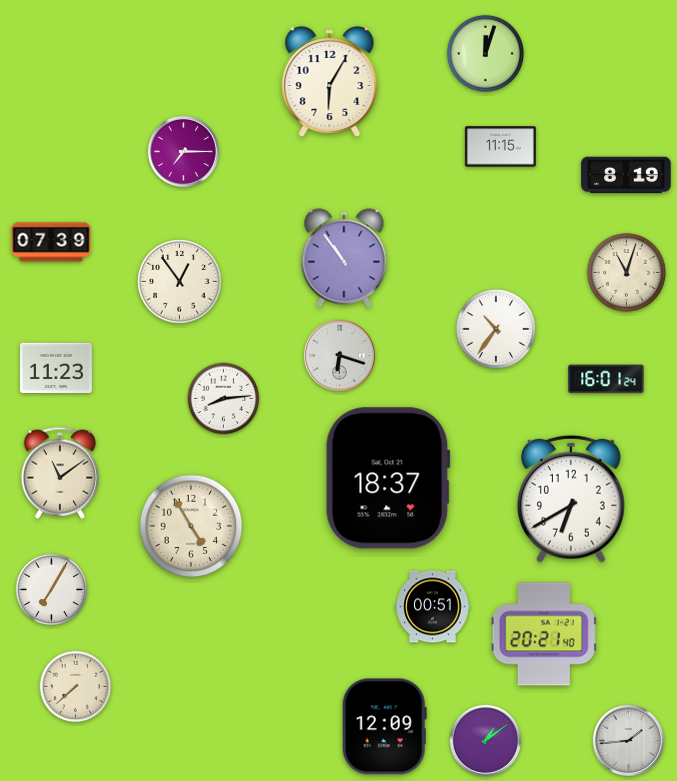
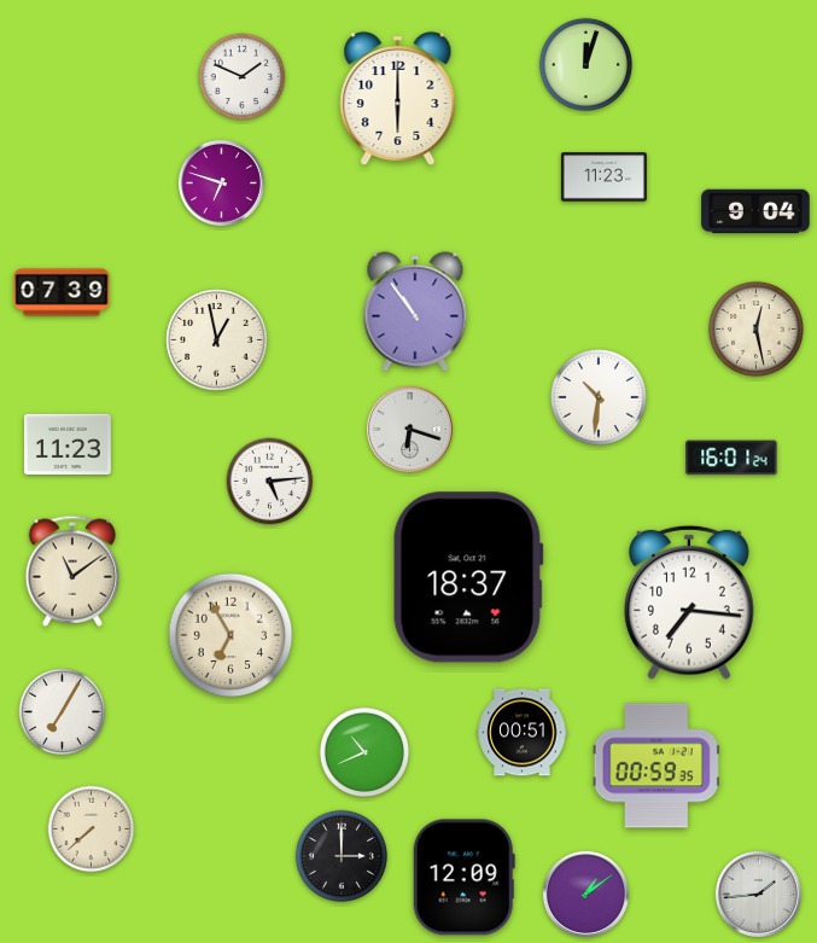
clock at (243, 77): none -> 1:49
clock at (330, 82): 6:05 -> 6:00
clock at (500, 147): 11:15 -> 11:23
clock at (183, 151): 7:15 -> 6:48
clock at (626, 175): 8:19 -> 9:04
clock at (626, 272): 11:03 -> 12:28
clock at (180, 282): 12:54 -> 12:58
clock at (496, 329): 10:36 -> 10:31
clock at (224, 399): 8:14 -> 5:14
clock at (571, 499): 6:40 -> 7:16
clock at (191, 526): 4:55 -> 6:55
clock at (364, 752): none -> 10:41
clock at (544, 634): 20:21 -> 00:59
clock at (340, 855): none -> 3:00
